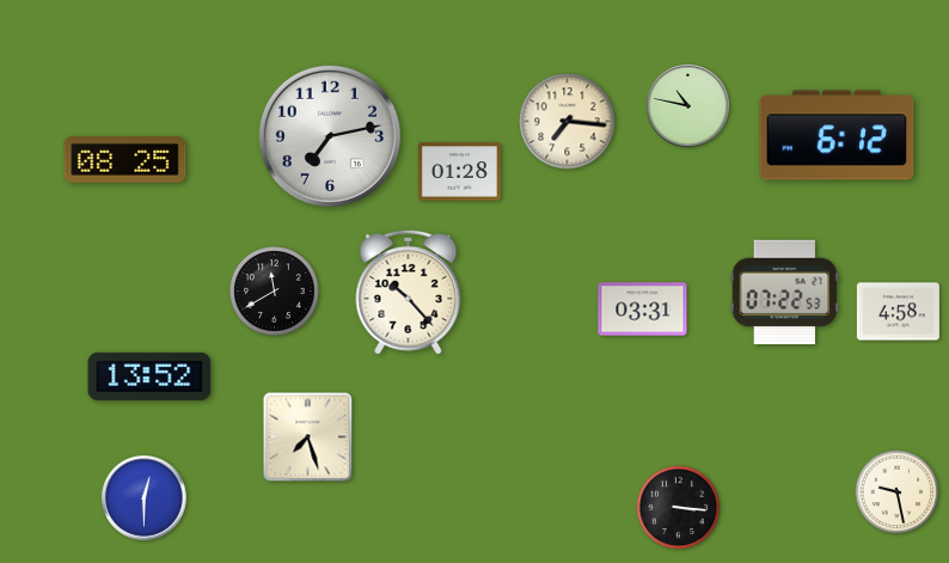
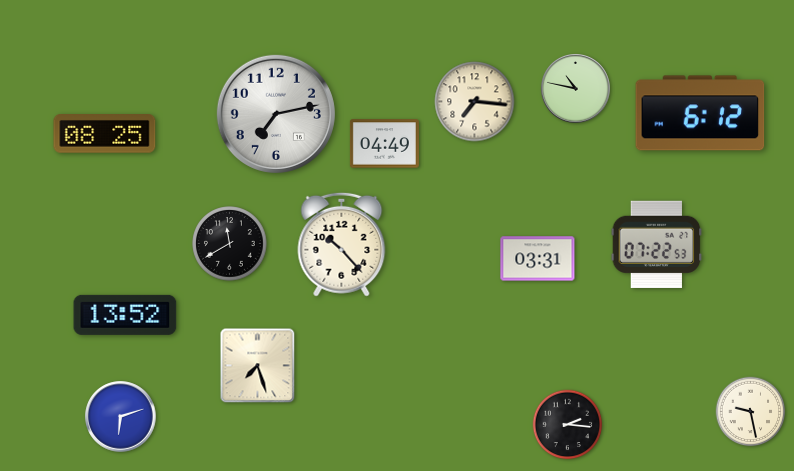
clock at (459, 172): 01:28 -> 04:49
clock at (898, 312): 4:58 -> none
clock at (145, 498): 12:30 -> 6:12
clock at (679, 508): 3:16 -> 2:16
